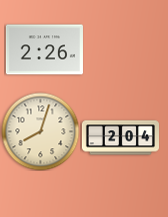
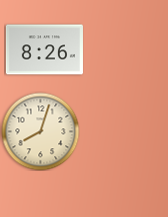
clock at (44, 50): 2:26 -> 8:26
clock at (120, 138): 2:04 -> none
